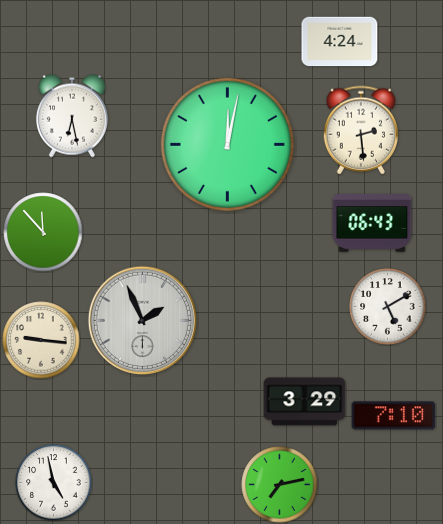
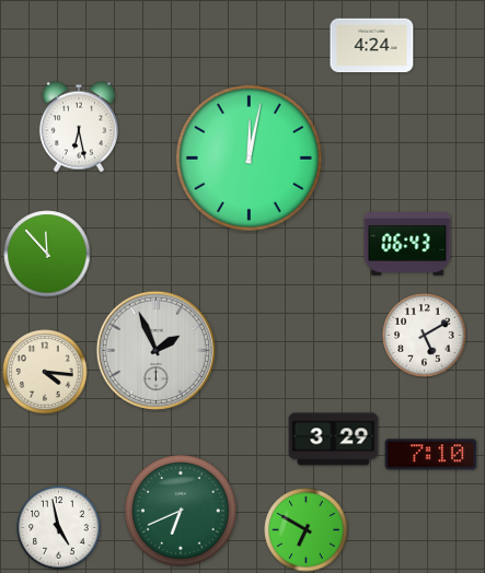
clock at (360, 130): 2:29 -> none
clock at (41, 340): 9:16 -> 4:16
clock at (182, 512): none -> 6:41
clock at (280, 485): 7:13 -> 6:50
